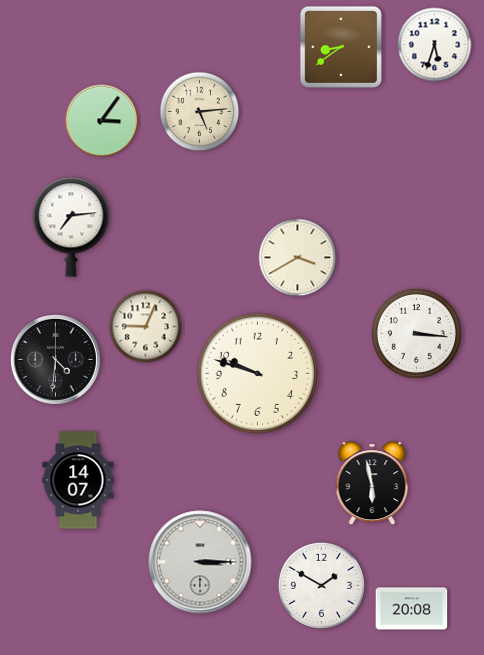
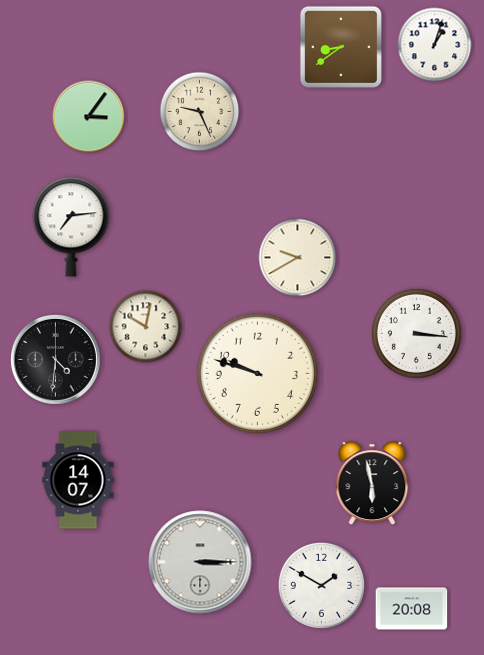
clock at (435, 45): 5:33 -> 1:03
clock at (200, 112): 5:14 -> 9:26
clock at (102, 121) position: (102, 121) -> (89, 117)
clock at (298, 258): 3:40 -> 9:40
clock at (146, 327): 9:04 -> 10:02
